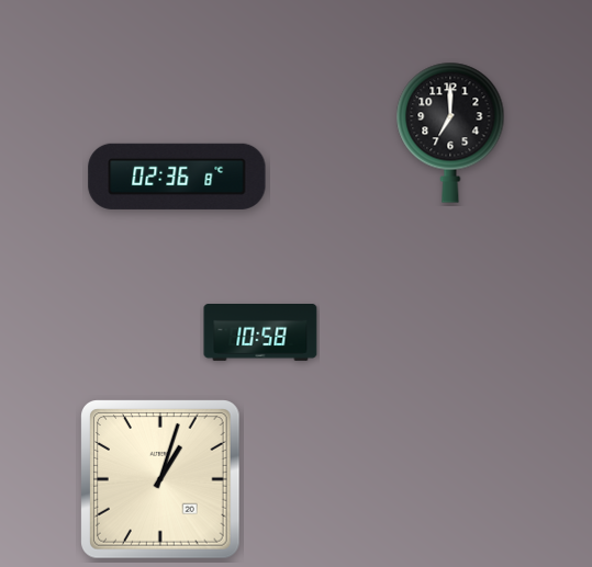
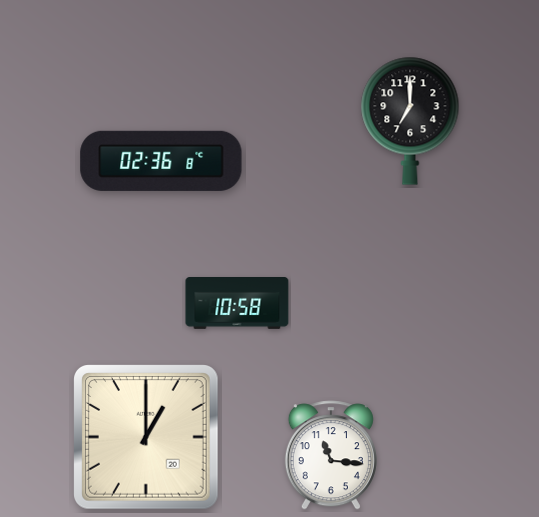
clock at (161, 480): 1:03 -> 1:00
clock at (331, 455): none -> 11:16
